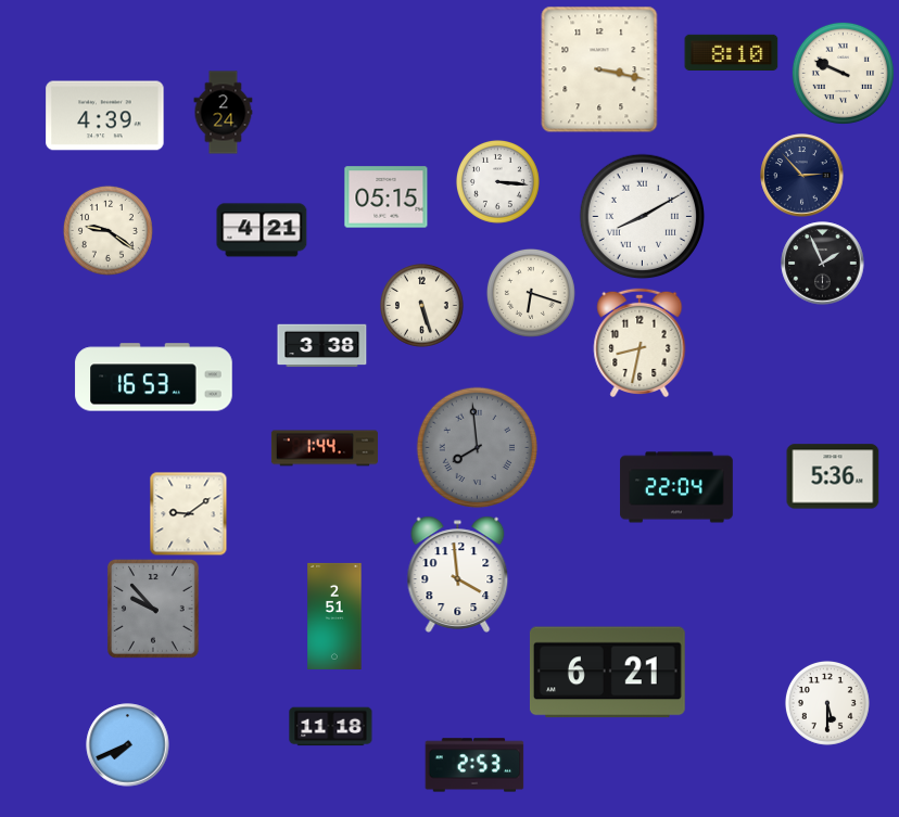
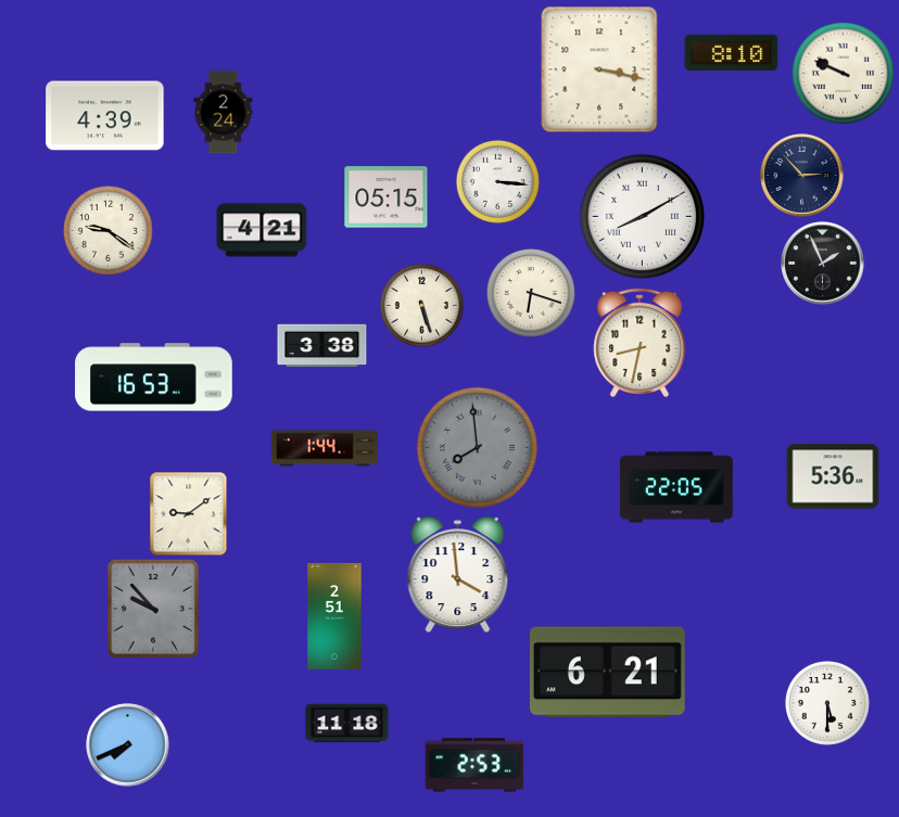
clock at (676, 487): 22:04 -> 22:05
clock at (331, 727) position: (331, 727) -> (347, 724)
